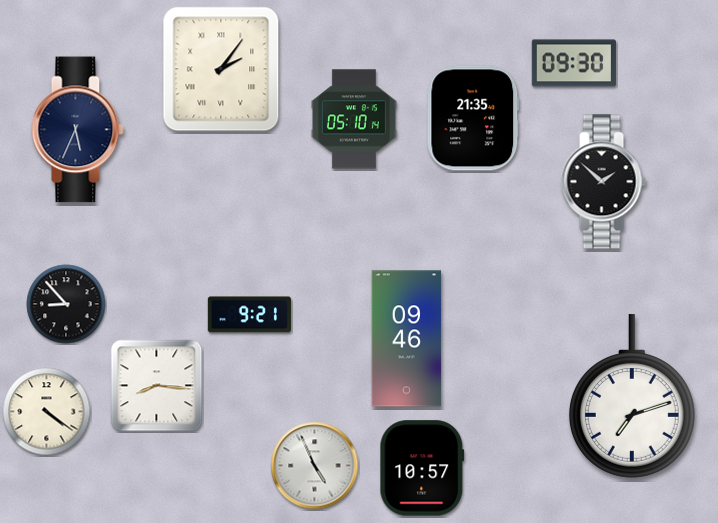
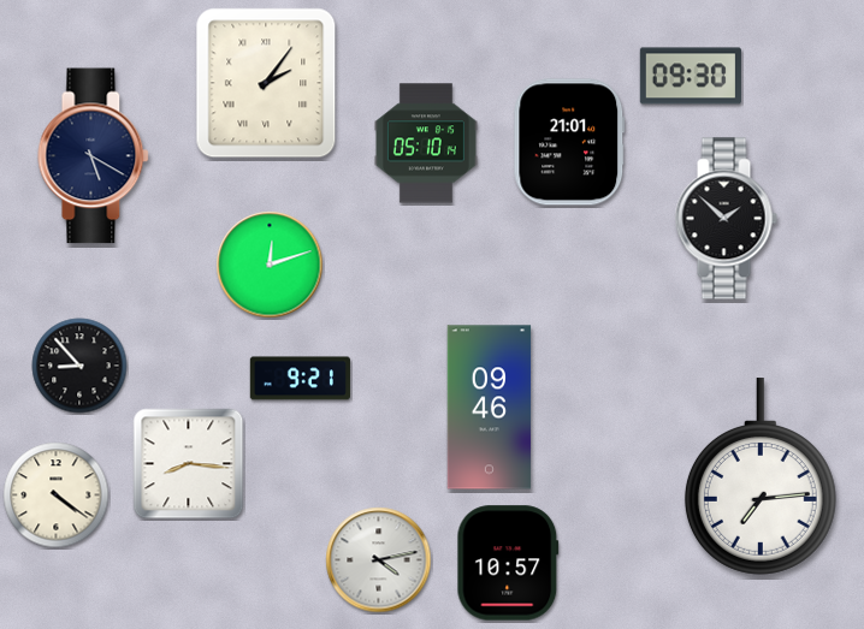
clock at (473, 118): 21:35 -> 21:01
clock at (78, 130): 5:34 -> 5:20
clock at (270, 265): none -> 12:12
clock at (632, 396): 7:12 -> 7:14
clock at (315, 466): 4:56 -> 4:13
